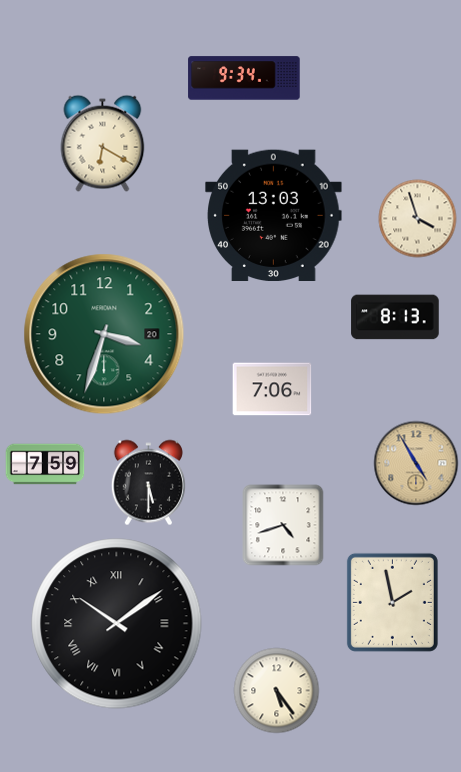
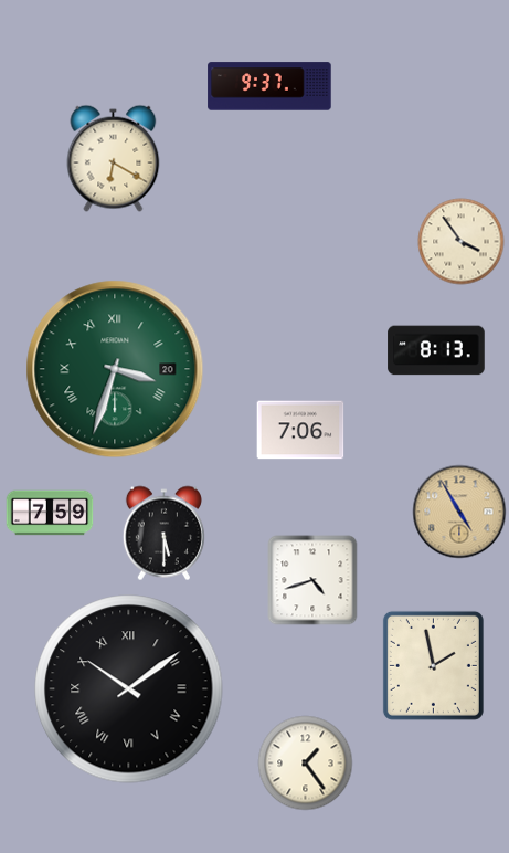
clock at (244, 78): 9:34 -> 9:37
clock at (274, 216): 13:03 -> none
clock at (418, 219): 3:57 -> 3:54
clock at (104, 334) numerals: Arabic -> Roman
clock at (277, 691): 5:24 -> 1:24
